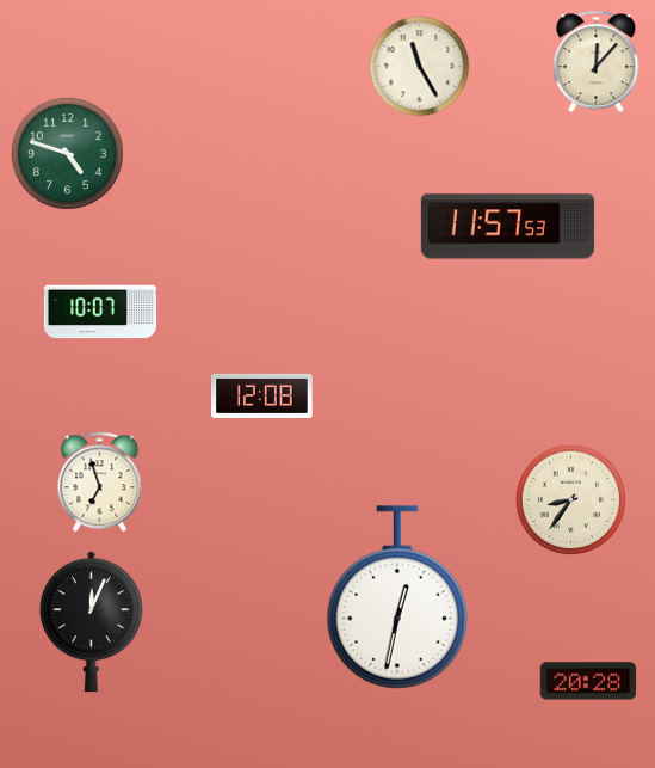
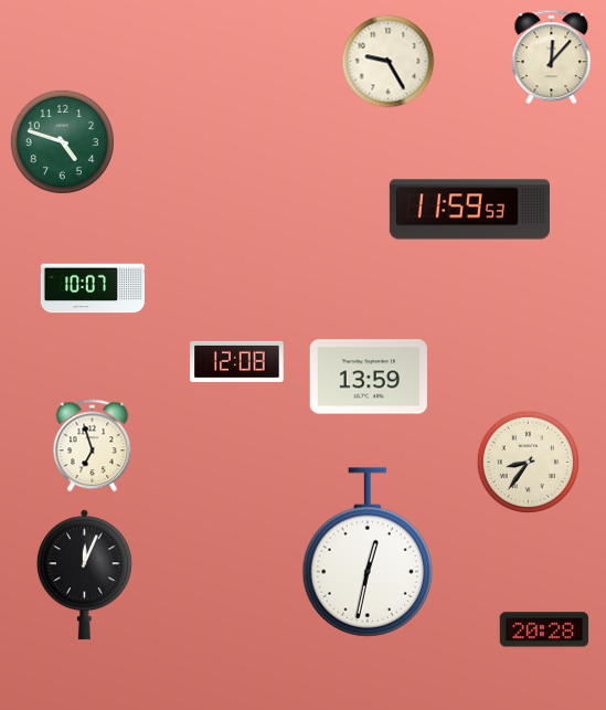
clock at (420, 67): 11:25 -> 9:25
clock at (507, 227): 11:57 -> 11:59
clock at (262, 395) position: (262, 395) -> (237, 361)
clock at (368, 377): none -> 13:59
